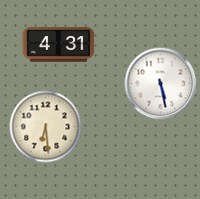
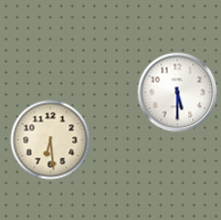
clock at (59, 45): 4:31 -> none
clock at (161, 84): 5:28 -> 5:30
